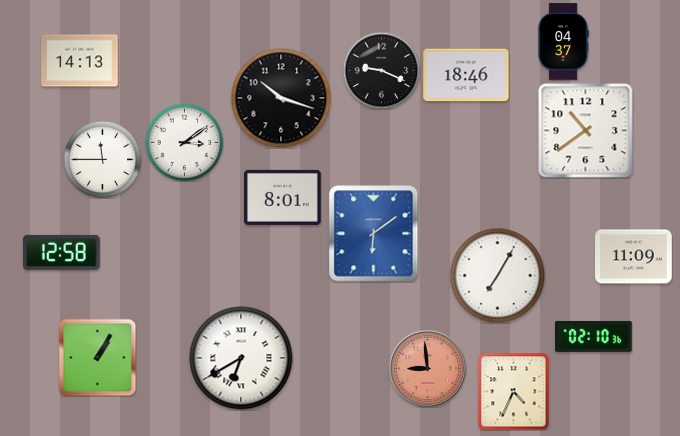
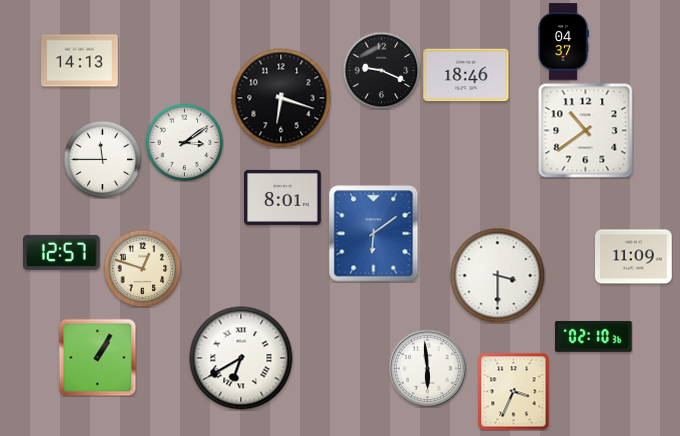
clock at (281, 98): 10:18 -> 6:18
clock at (62, 252): 12:58 -> 12:57
clock at (142, 268): none -> 12:48
clock at (497, 275): 7:05 -> 3:30
clock at (427, 368): 8:59 -> 5:59
clock at (427, 368) dial: salmon -> white
clock at (514, 391): 4:34 -> 3:34
